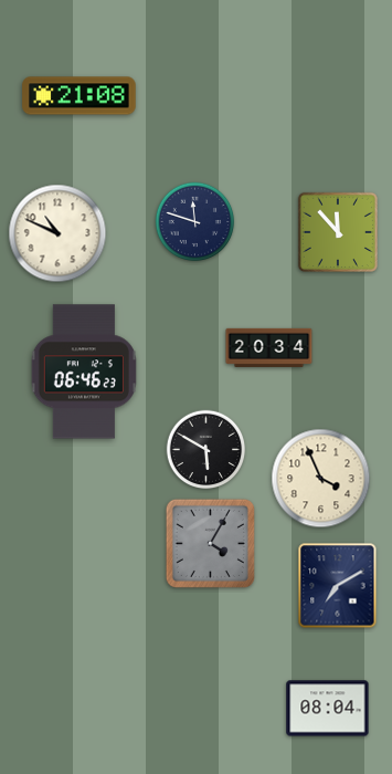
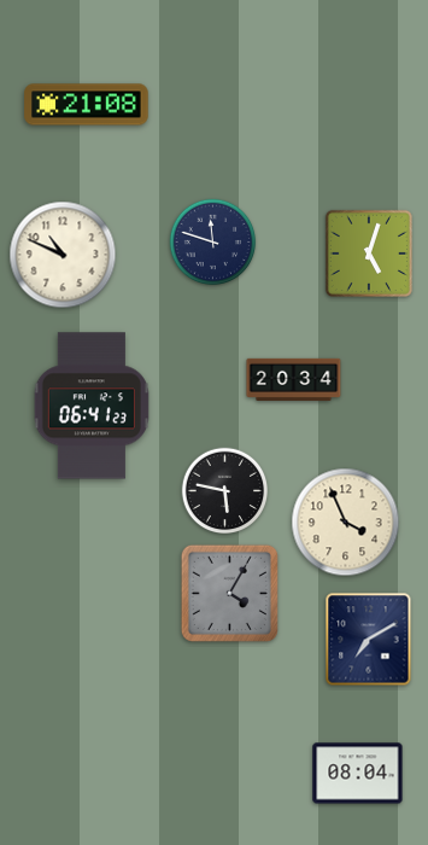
clock at (338, 232): 11:53 -> 5:03
clock at (84, 372): 06:46 -> 06:41
clock at (206, 450): 5:50 -> 5:47
clock at (321, 479) position: (321, 479) -> (346, 523)
